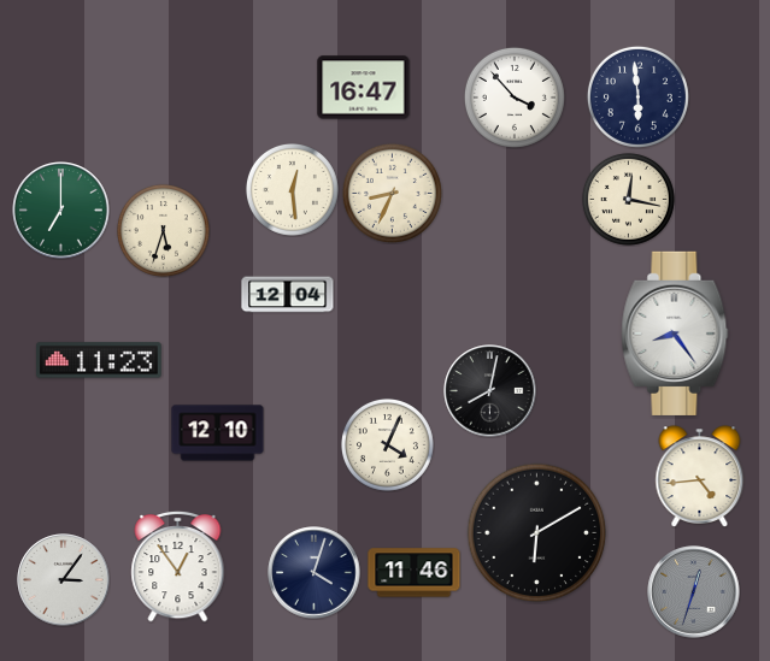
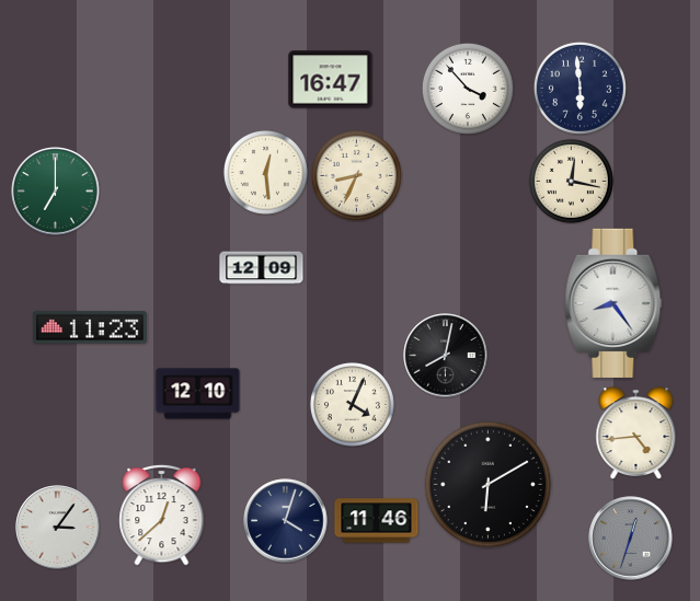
clock at (163, 230): 5:33 -> none
clock at (288, 295): 12:04 -> 12:09
clock at (178, 566): 12:54 -> 12:38
